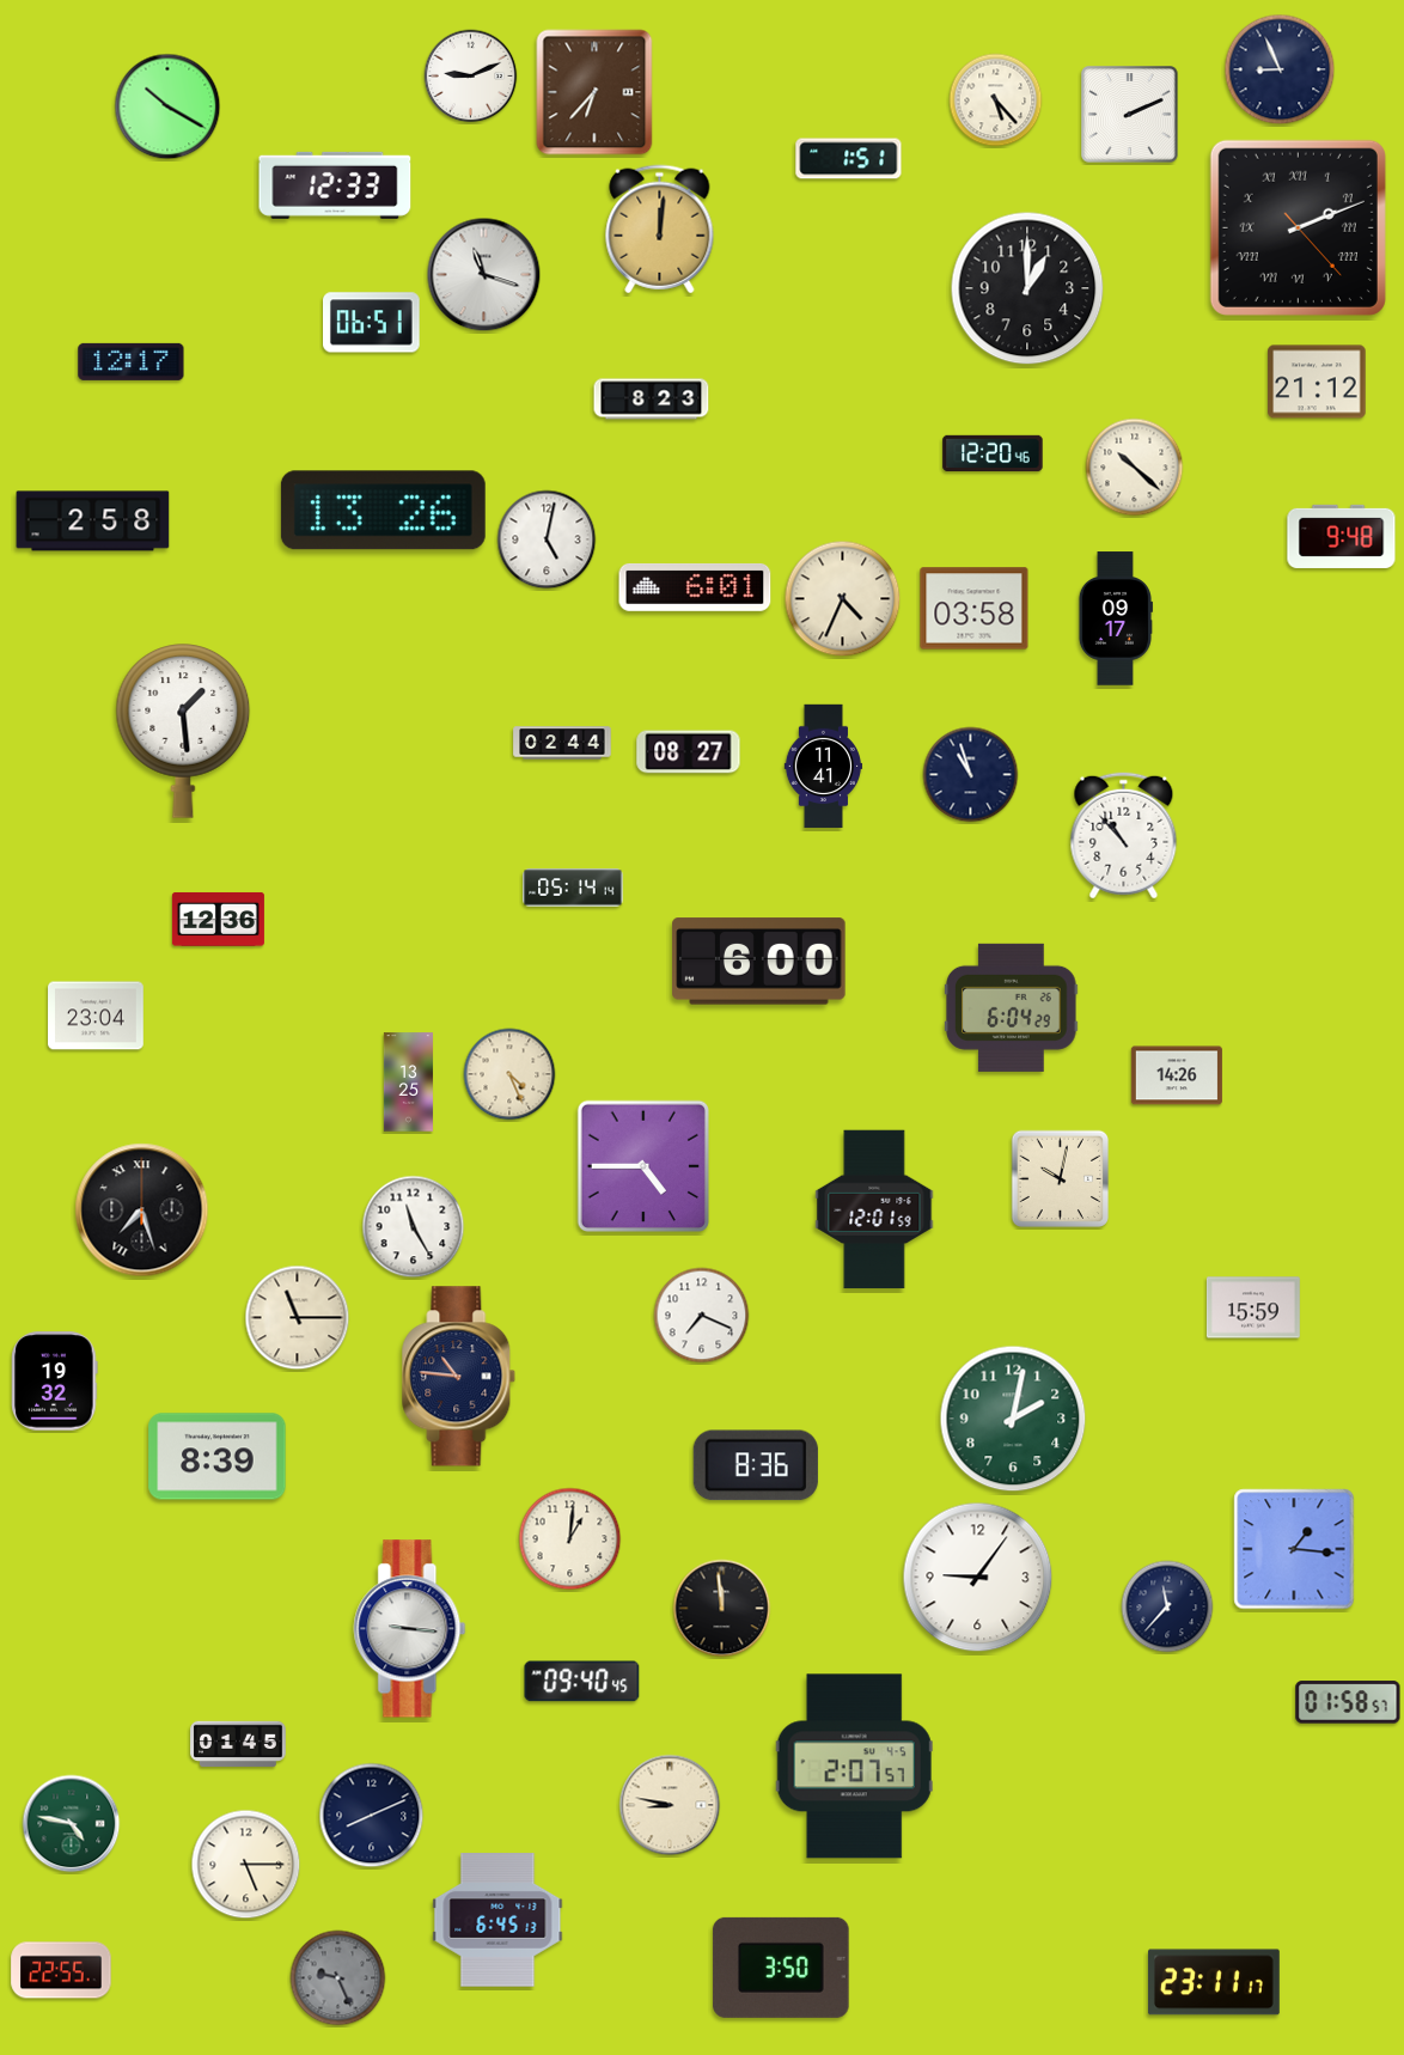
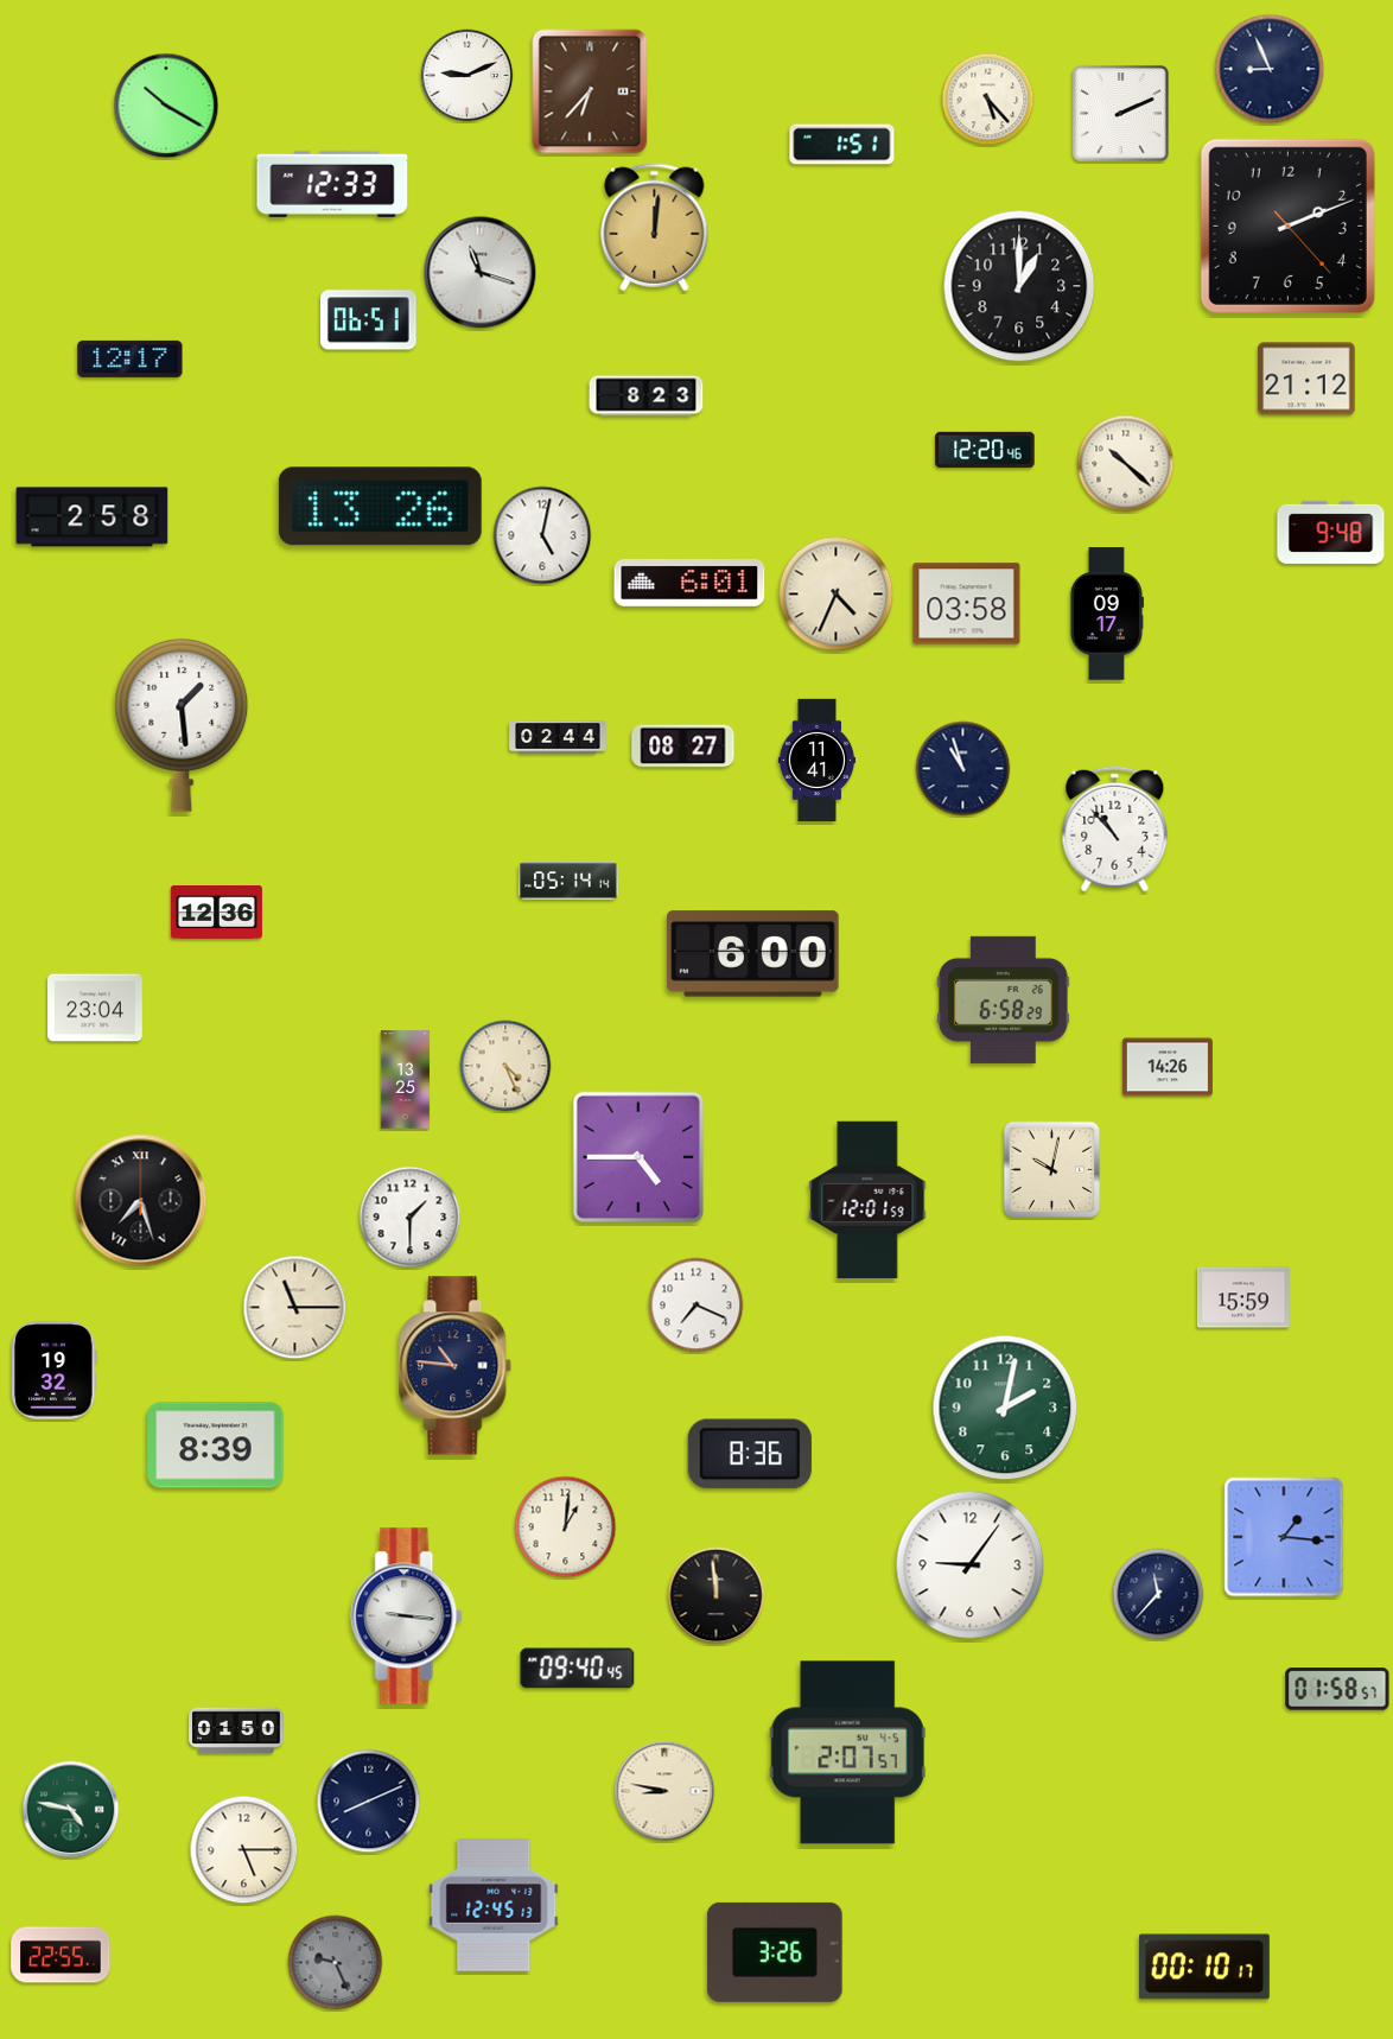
clock at (849, 159) position: (849, 159) -> (842, 145)
clock at (1298, 227) numerals: Roman -> Arabic
clock at (1012, 1007): 6:04 -> 6:58
clock at (408, 1083) position: (408, 1083) -> (405, 1080)
clock at (414, 1227): 11:25 -> 1:30
clock at (238, 1743): 01:45 -> 01:50
clock at (497, 1920): 6:45 -> 12:45
clock at (781, 1968): 3:50 -> 3:26
clock at (1214, 1982): 23:11 -> 00:10
